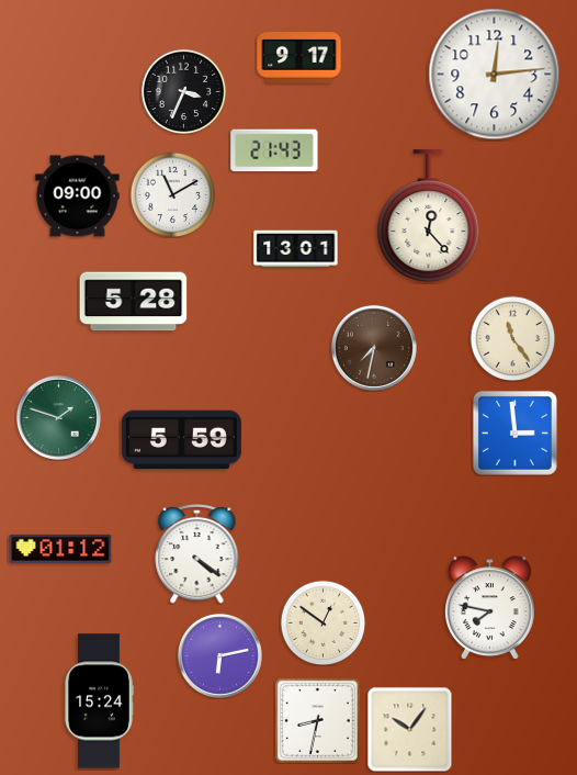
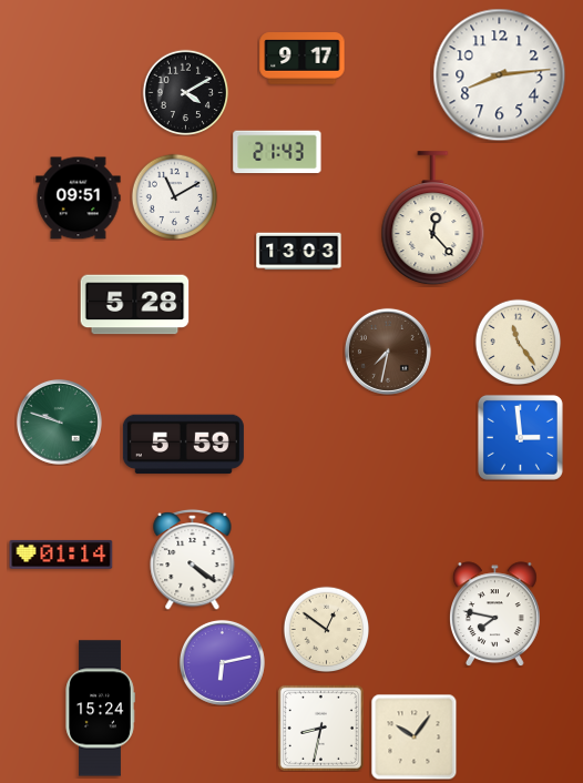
clock at (495, 75): 12:14 -> 8:14
clock at (183, 91): 3:34 -> 4:10
clock at (78, 196): 09:00 -> 09:51
clock at (296, 249): 13:01 -> 13:03
clock at (374, 348) position: (374, 348) -> (388, 352)
clock at (58, 417): 1:48 -> 9:48
clock at (60, 549): 01:12 -> 01:14
clock at (197, 553) position: (197, 553) -> (193, 559)
